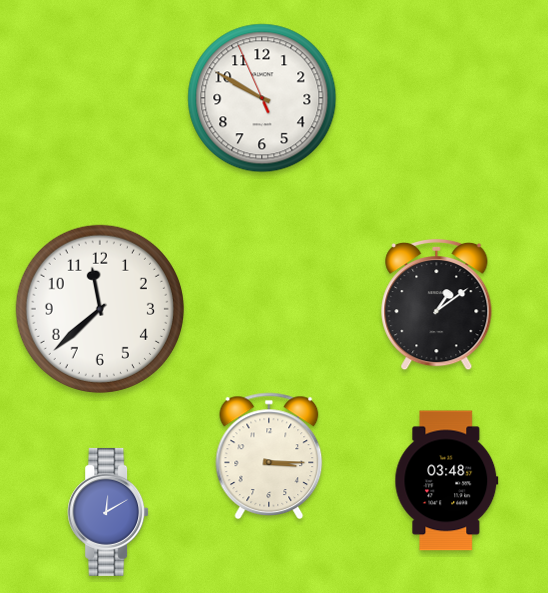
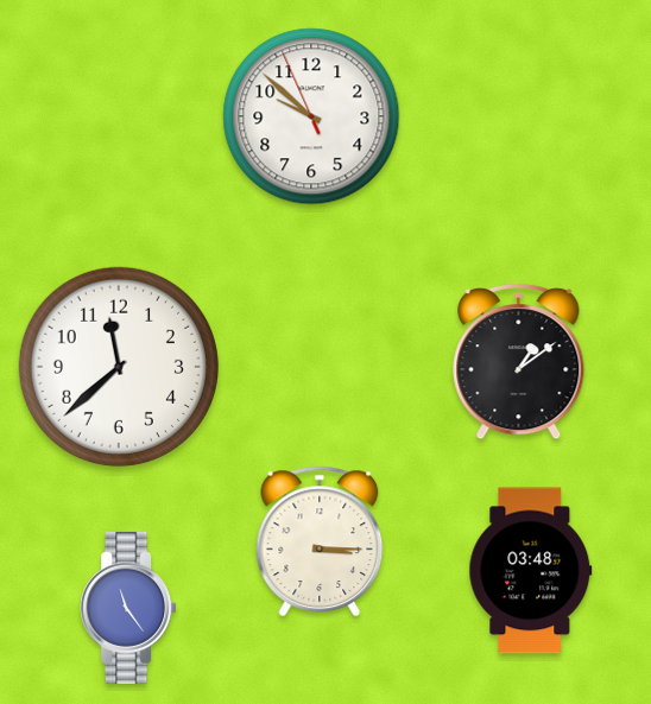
clock at (262, 98): 9:49 -> 9:51
clock at (108, 512): 12:10 -> 11:24
